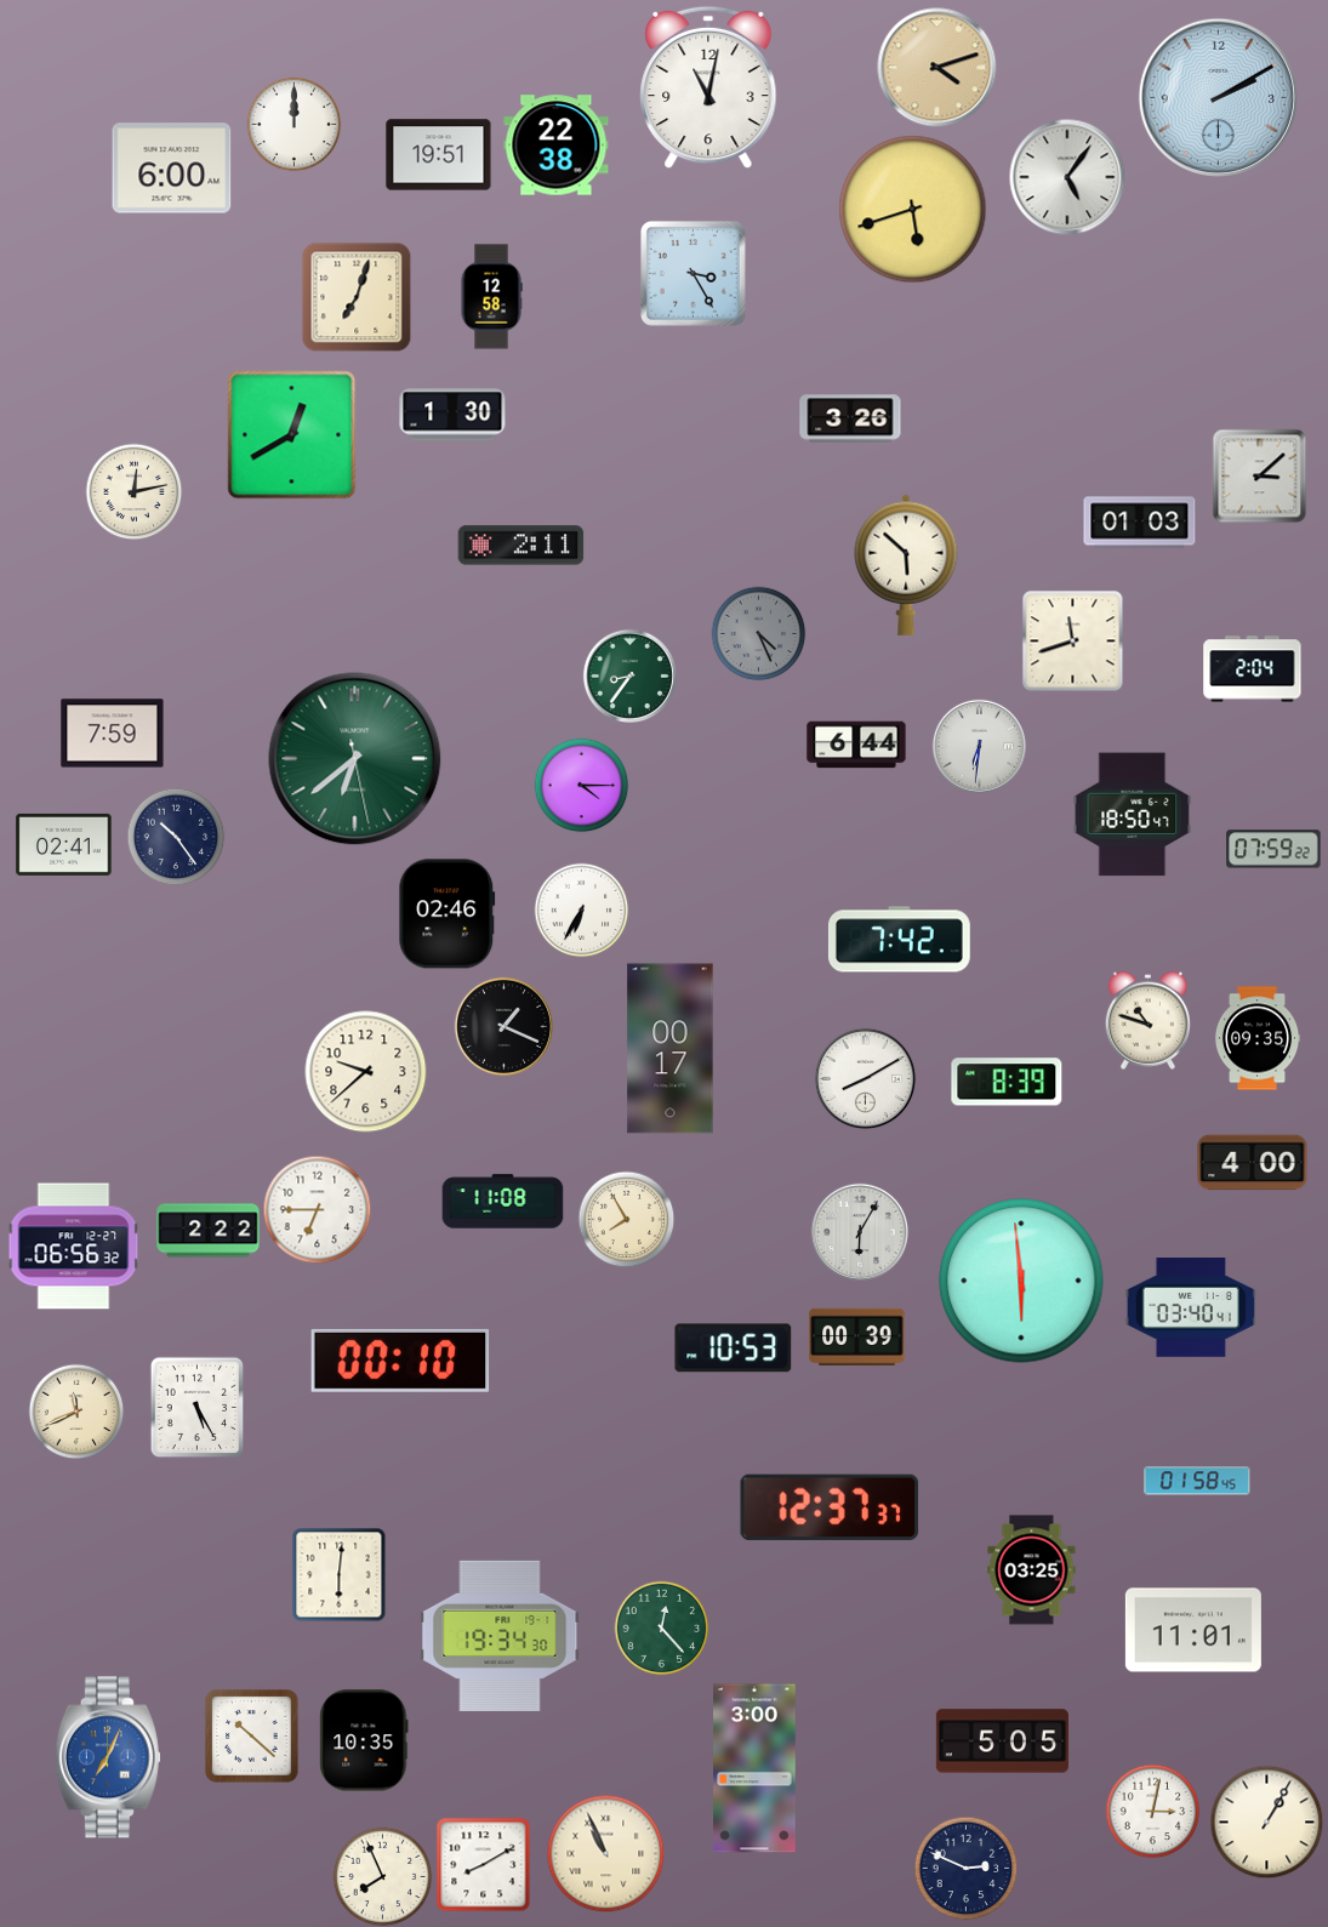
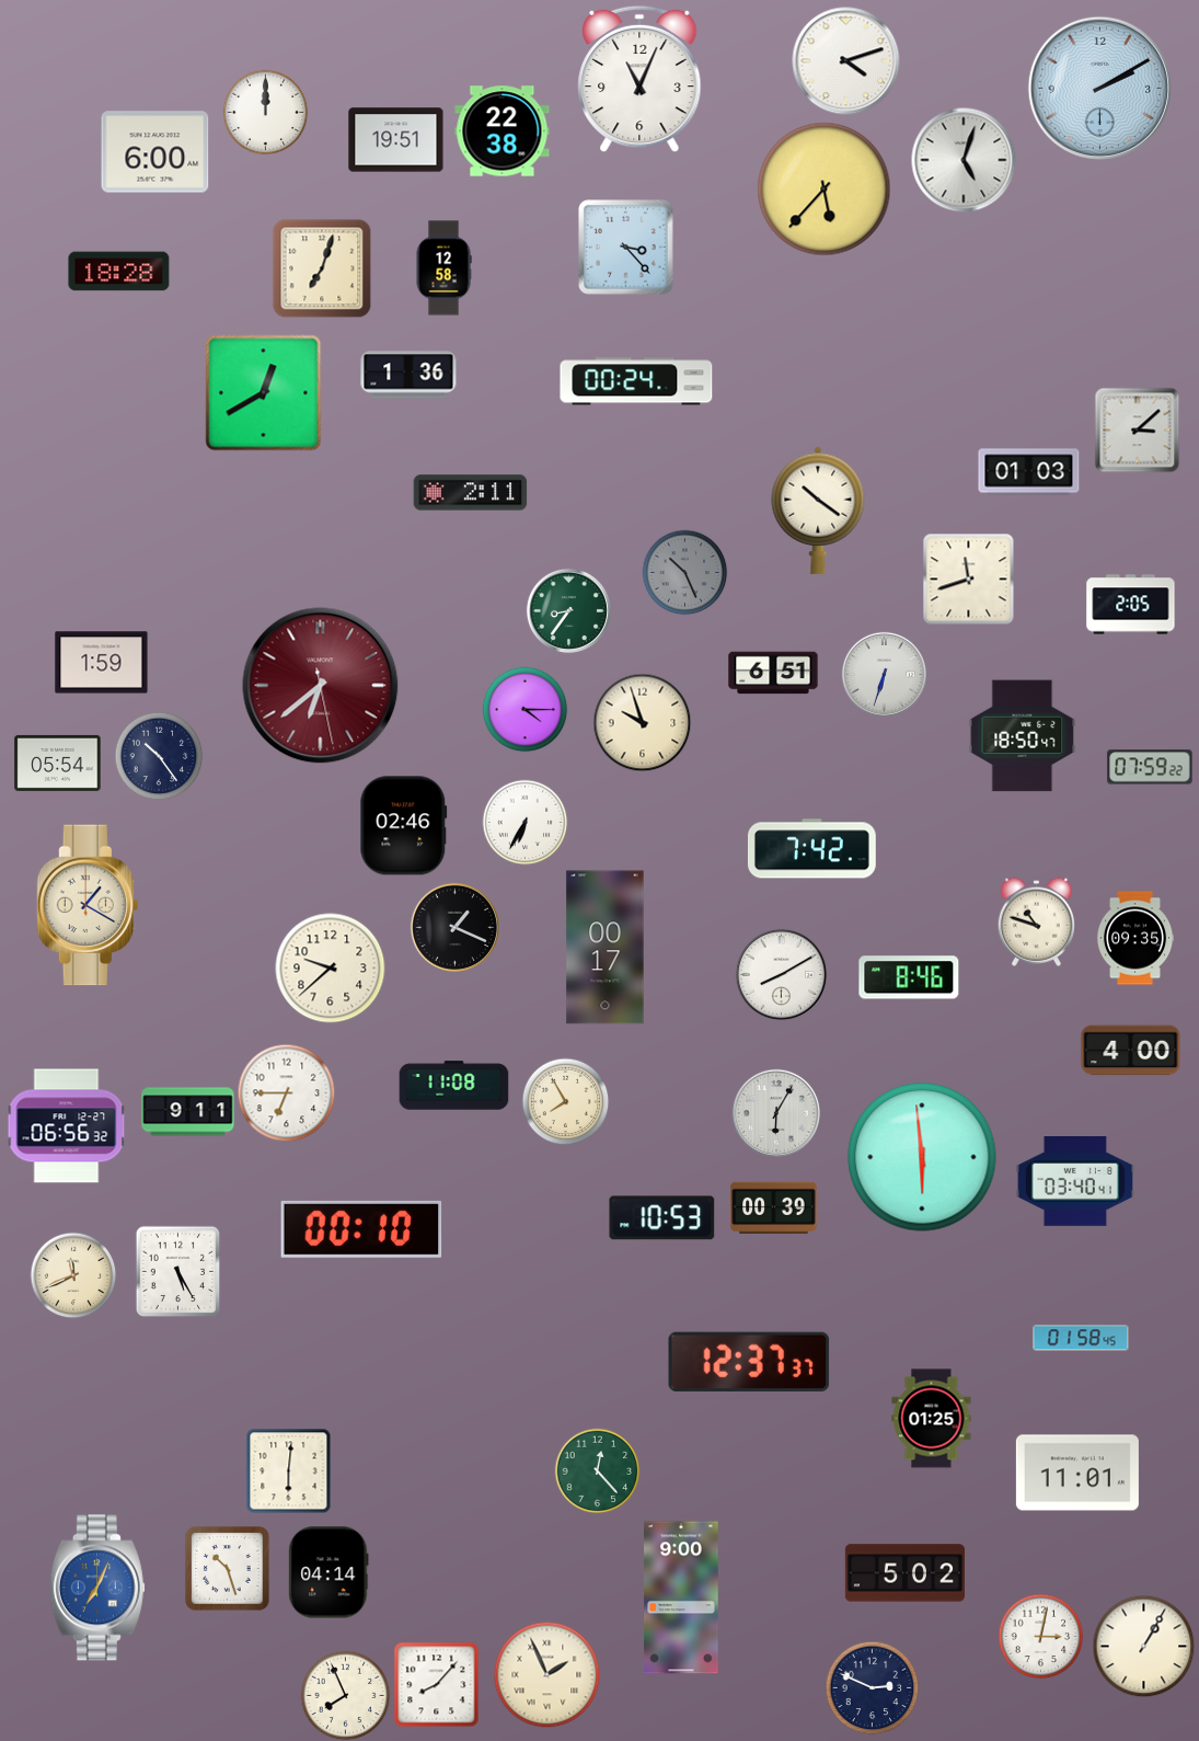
clock at (937, 68) dial: champagne -> white
clock at (708, 87): 11:02 -> 11:04
clock at (1067, 177): 5:06 -> 5:03
clock at (913, 210): 5:42 -> 5:37
clock at (694, 274): 3:25 -> 3:23
clock at (119, 272): none -> 18:28
clock at (452, 415): 1:30 -> 1:36
clock at (850, 418): 3:26 -> none
clock at (636, 381): none -> 00:24
clock at (133, 491): 12:13 -> none
clock at (906, 565): 5:52 -> 10:21
clock at (758, 633): 4:26 -> 10:26
clock at (1253, 669): 2:04 -> 2:05
clock at (113, 734): 7:59 -> 1:59
clock at (856, 745): 6:44 -> 6:51
clock at (979, 746): 6:31 -> 6:33
clock at (355, 759) dial: green -> burgundy
clock at (642, 722): none -> 9:57
clock at (64, 844): 02:41 -> 05:54
clock at (88, 905): none -> 1:20
clock at (1007, 1082): 8:39 -> 8:46
clock at (209, 1231): 2:22 -> 9:11
clock at (76, 1412) position: (76, 1412) -> (73, 1275)
clock at (1032, 1570): 03:25 -> 01:25
clock at (338, 1574) position: (338, 1574) -> (288, 1470)
clock at (500, 1636): 19:34 -> none
clock at (252, 1737): 10:22 -> 10:27
clock at (364, 1740): 10:35 -> 04:14
clock at (1002, 1741): 5:05 -> 5:02
clock at (754, 1768): 3:00 -> 9:00
clock at (605, 1853): 10:56 -> 1:56
clock at (483, 1864): 8:10 -> 8:07
